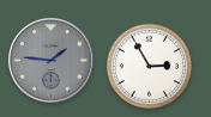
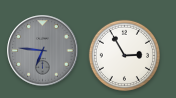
clock at (52, 61): 1:46 -> 6:46
